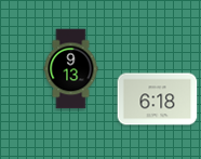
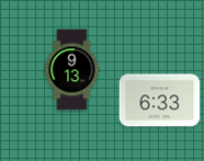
clock at (158, 100): 6:18 -> 6:33
